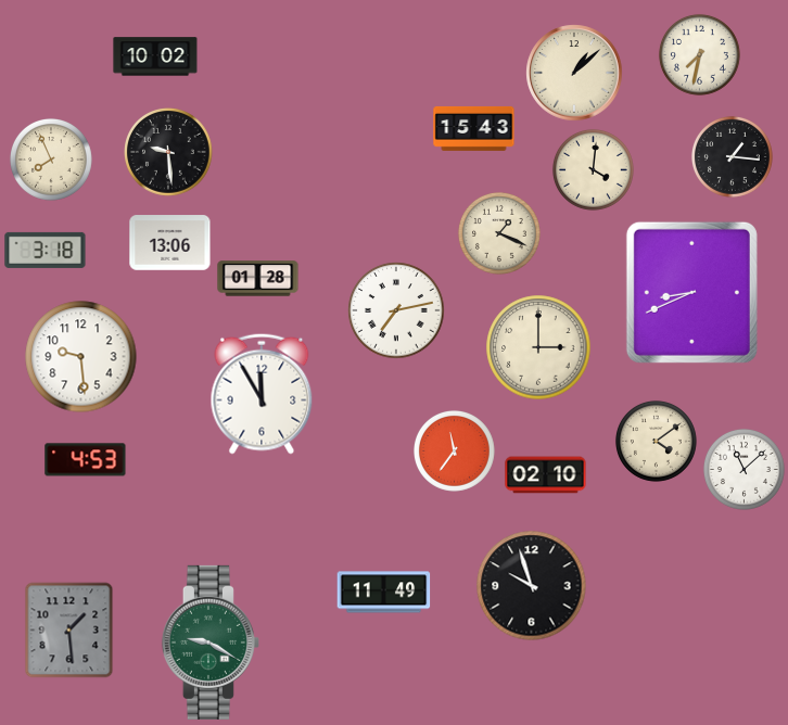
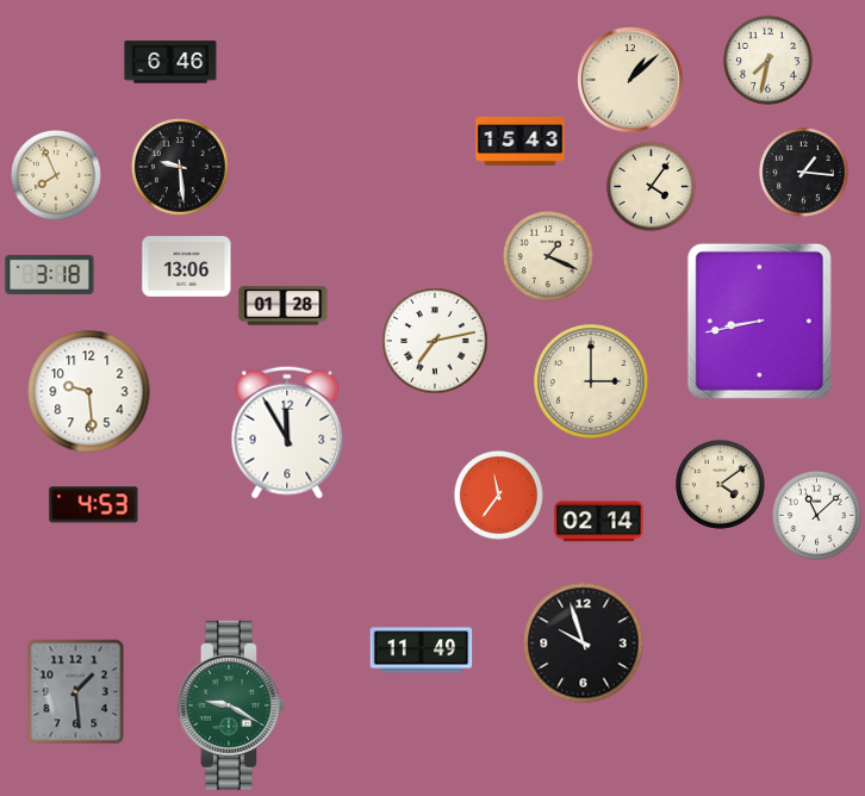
clock at (155, 56): 10:02 -> 6:46
clock at (168, 152) position: (168, 152) -> (180, 167)
clock at (593, 169): 4:01 -> 4:06
clock at (691, 292): 8:41 -> 8:43
clock at (546, 475): 02:10 -> 02:14
